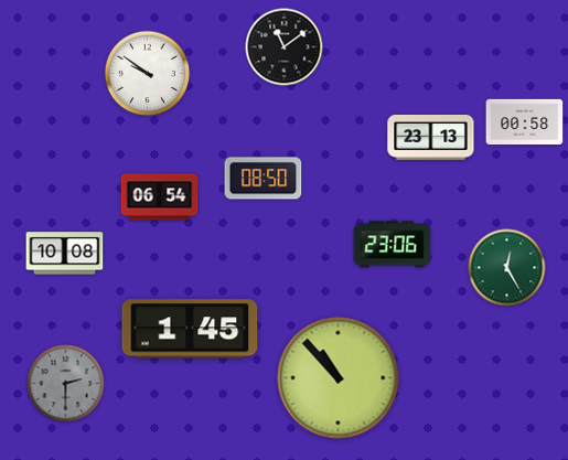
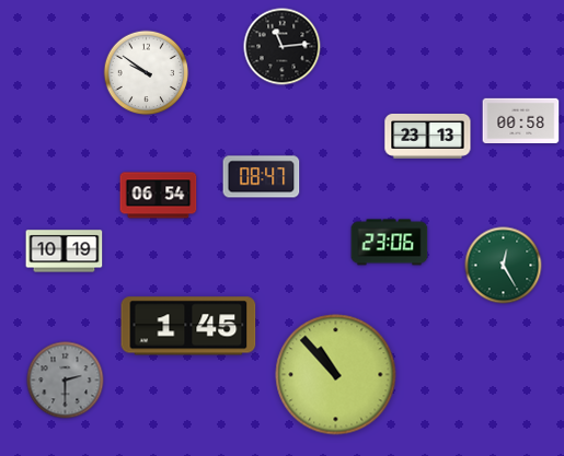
clock at (285, 47): 11:09 -> 11:14
clock at (264, 179): 08:50 -> 08:47
clock at (65, 254): 10:08 -> 10:19
